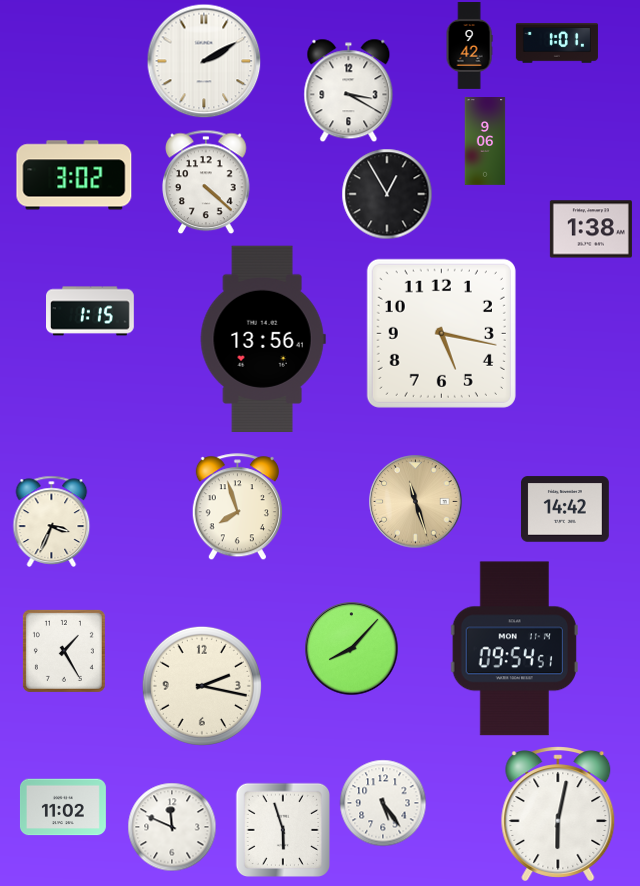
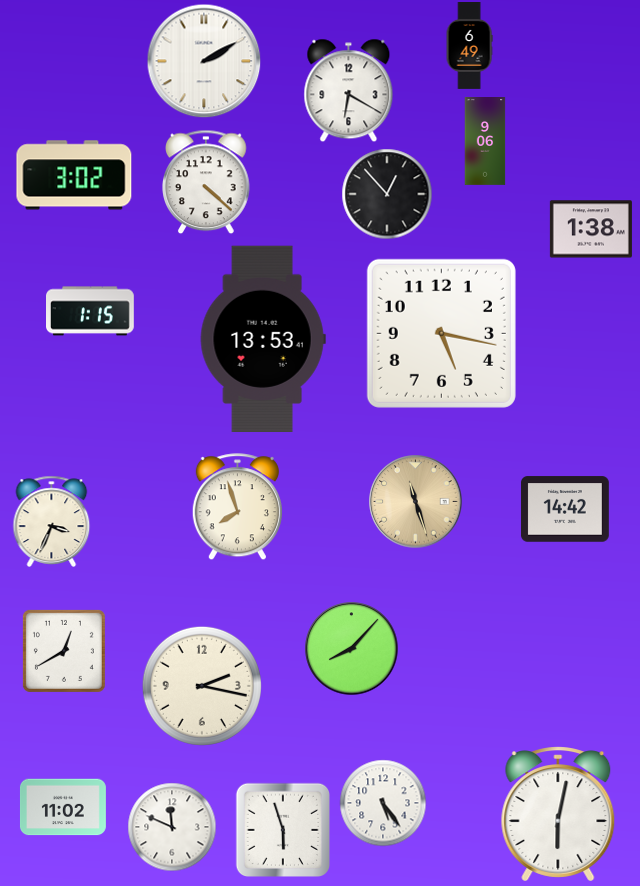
clock at (557, 43): 1:01 -> none
clock at (469, 46): 9:42 -> 6:49
clock at (349, 90): 3:20 -> 6:20
clock at (387, 194): 12:55 -> 12:53
clock at (263, 338): 13:56 -> 13:53
clock at (514, 649): 09:54 -> none
clock at (64, 651): 1:25 -> 12:40
